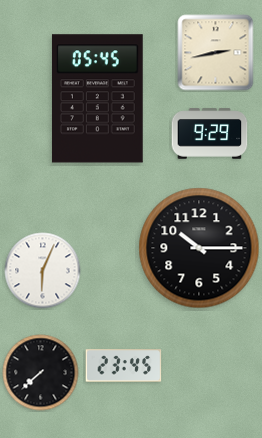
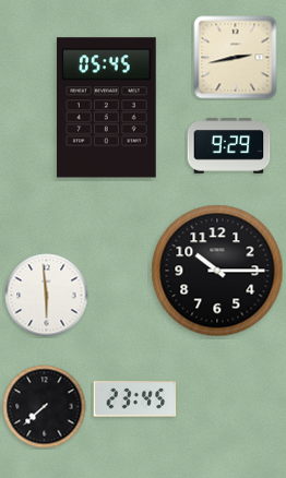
clock at (43, 271): 6:04 -> 5:59
